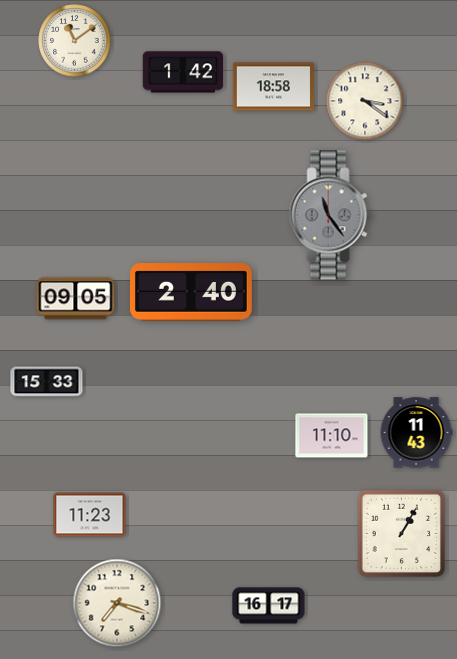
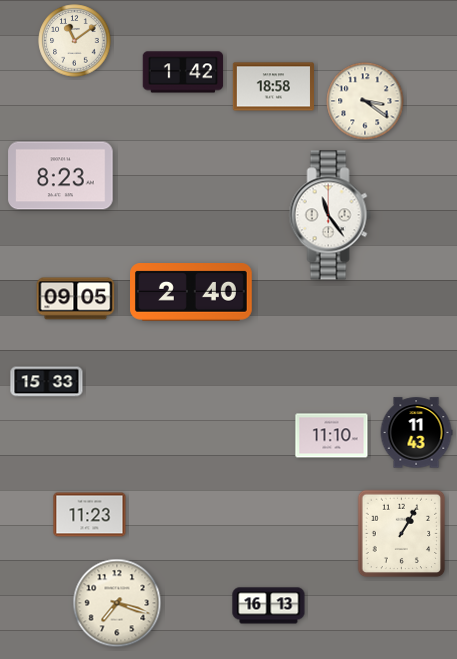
clock at (61, 176): none -> 8:23
clock at (330, 215) dial: grey -> white
clock at (269, 606): 16:17 -> 16:13
